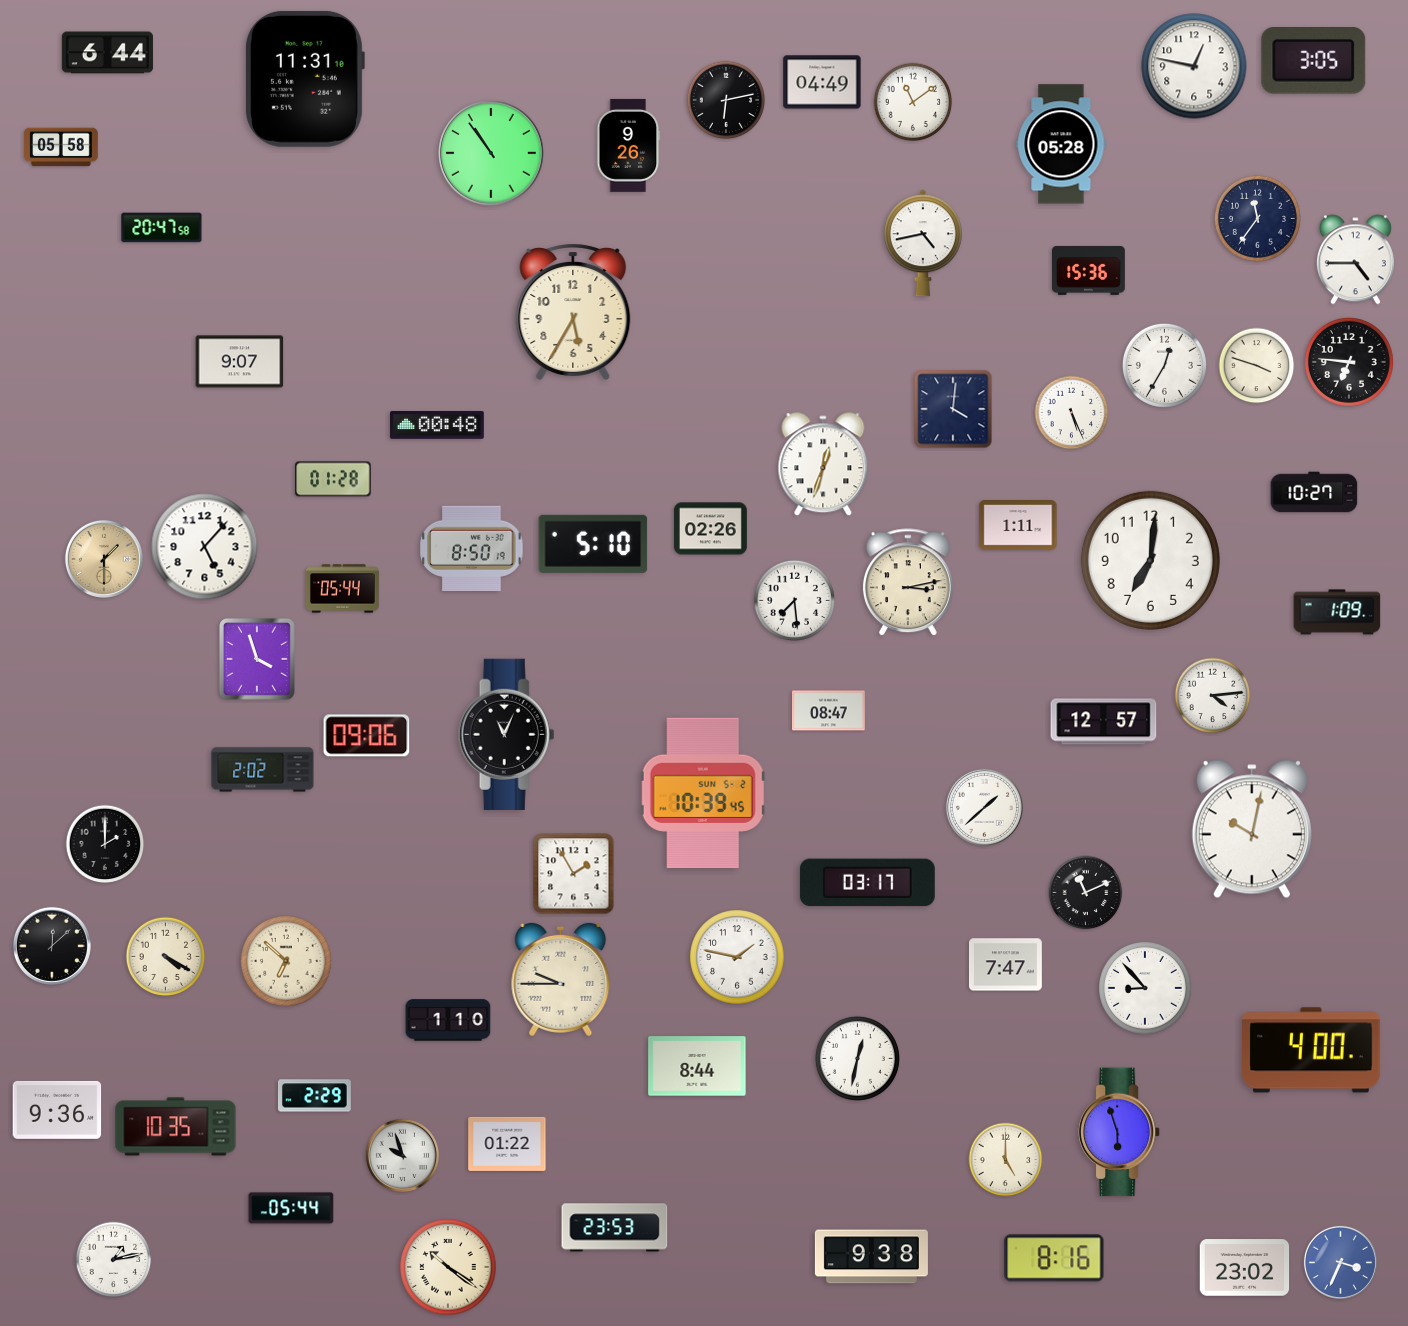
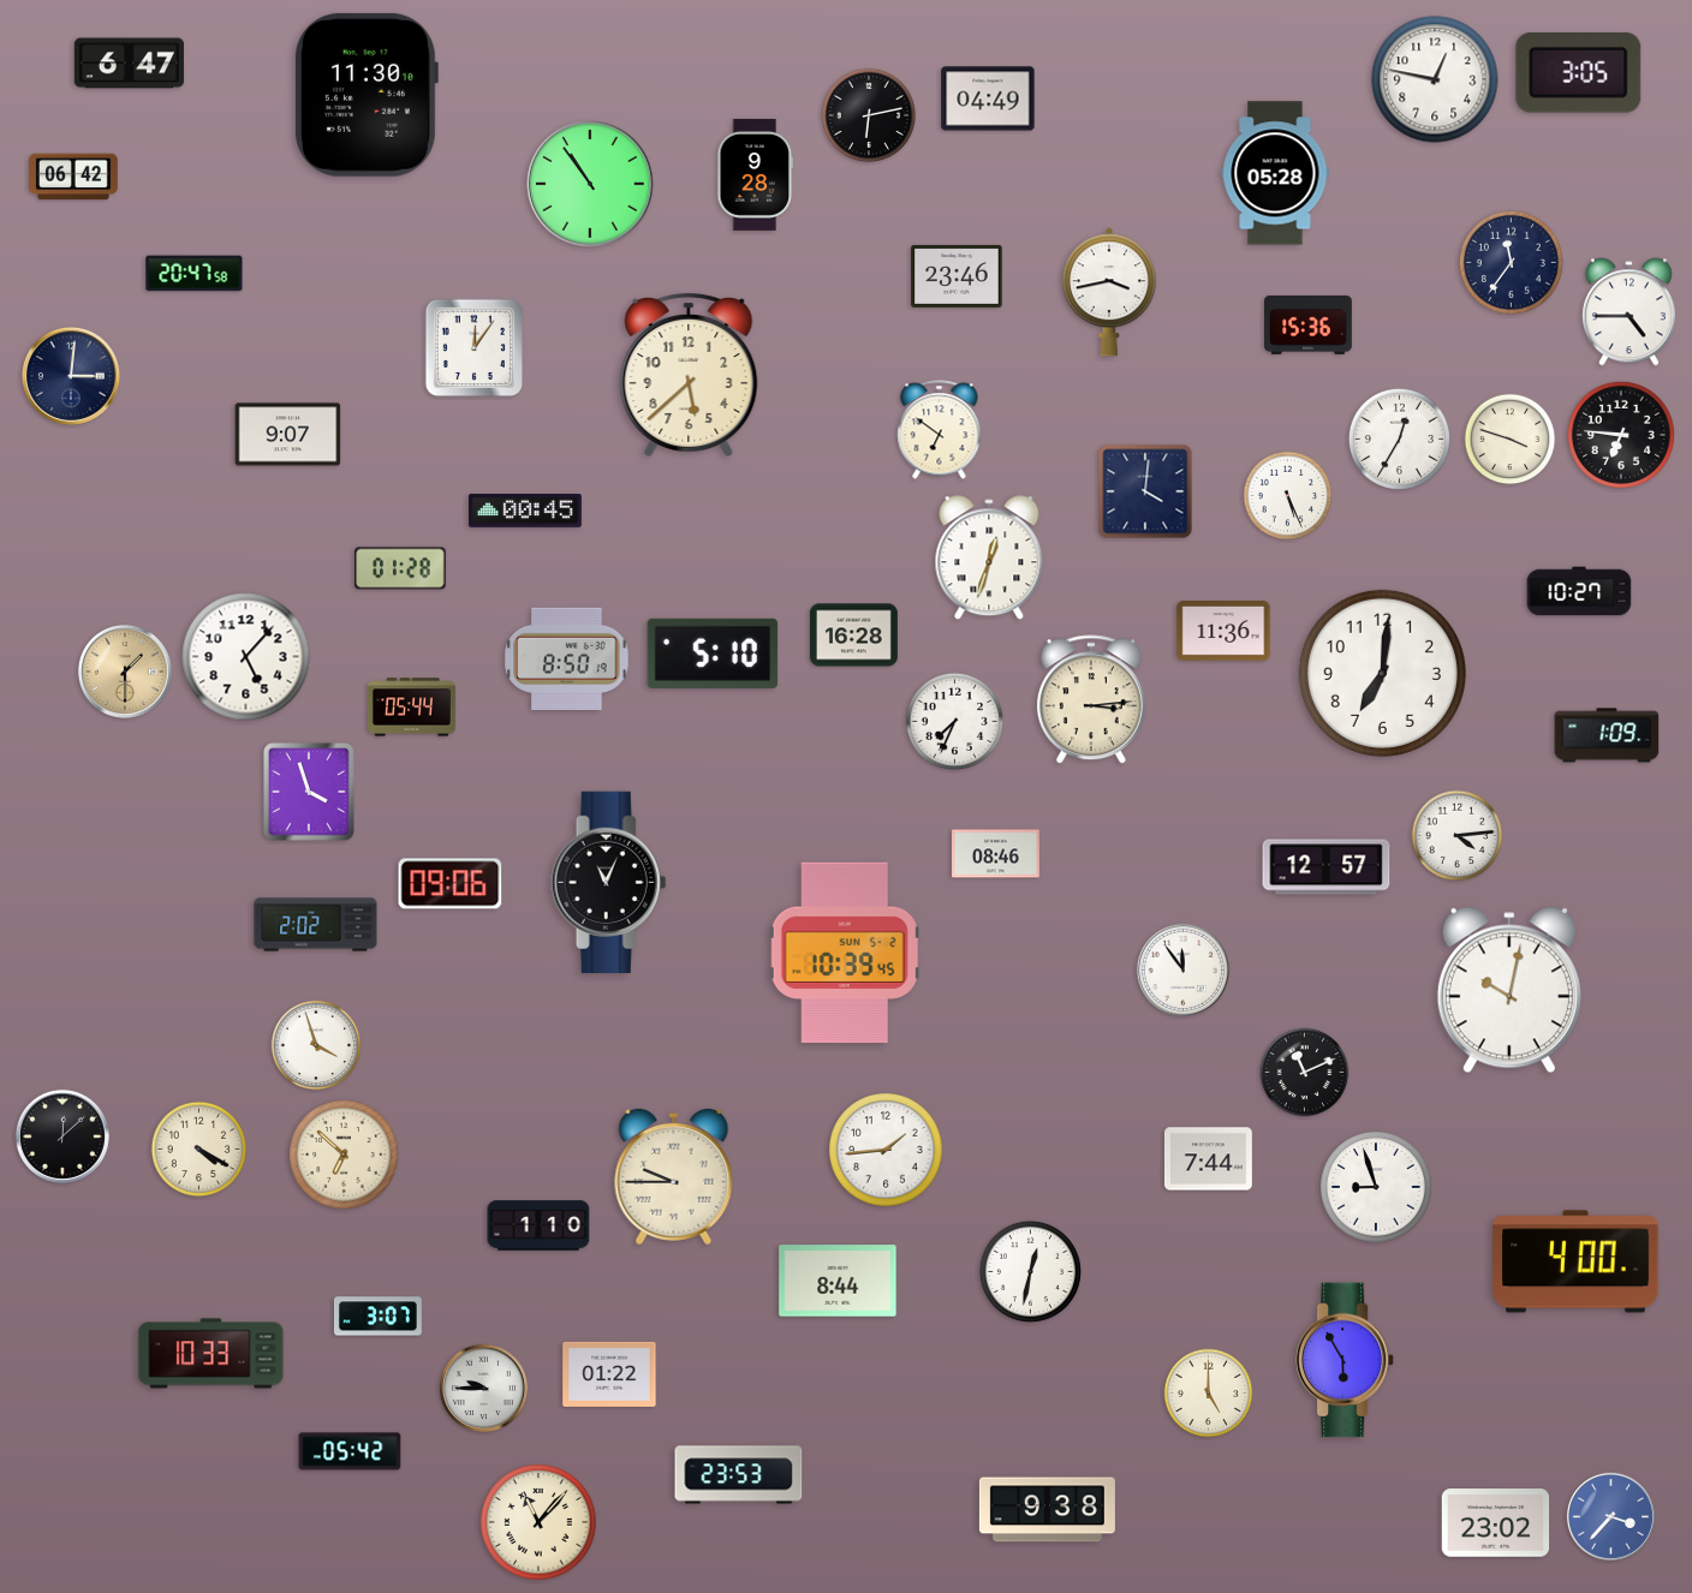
clock at (107, 53): 6:44 -> 6:47
clock at (304, 79): 11:31 -> 11:30
clock at (726, 100) position: (726, 100) -> (869, 115)
clock at (913, 102): 11:09 -> none
clock at (629, 145): 9:26 -> 9:28
clock at (61, 147): 05:58 -> 06:42
clock at (957, 276): none -> 23:46
clock at (923, 243): 4:43 -> 3:43
clock at (473, 347): none -> 12:06
clock at (573, 312): 5:35 -> 5:38
clock at (71, 376): none -> 3:01
clock at (940, 430): none -> 6:51
clock at (438, 426): 00:48 -> 00:45
clock at (333, 479) position: (333, 479) -> (400, 568)
clock at (1018, 526): 1:11 -> 11:36
clock at (710, 529): 02:26 -> 16:28
clock at (908, 583): 3:13 -> 3:14
clock at (794, 600): 7:29 -> 7:34
clock at (828, 711): 08:47 -> 08:46
clock at (367, 736) position: (367, 736) -> (451, 884)
clock at (984, 807): 1:38 -> 11:54
clock at (1252, 829) position: (1252, 829) -> (1509, 990)
clock at (105, 844): 2:00 -> none
clock at (316, 1045): none -> 3:57
clock at (574, 874): 1:55 -> none
clock at (867, 883): 03:17 -> none
clock at (737, 957): 1:47 -> 1:44
clock at (1005, 965): 7:47 -> 7:44
clock at (1145, 988): 8:53 -> 8:57
clock at (314, 1096): 2:29 -> 3:07
clock at (57, 1110): 9:36 -> none
clock at (176, 1127): 10:35 -> 10:33
clock at (1119, 1132): 5:57 -> 5:55
clock at (402, 1155): 9:57 -> 9:45
clock at (291, 1208): 05:44 -> 05:42
clock at (1054, 1258): 8:16 -> none
clock at (114, 1260): 1:13 -> none
clock at (1340, 1262): 3:34 -> 3:37
clock at (448, 1267): 10:21 -> 11:07
